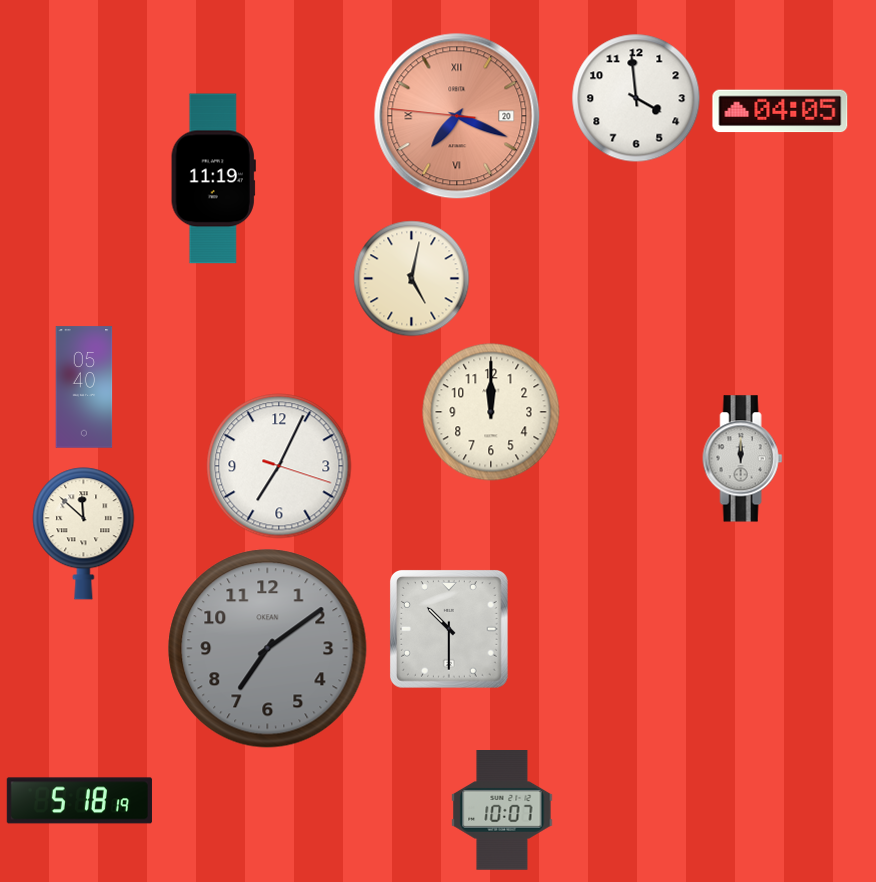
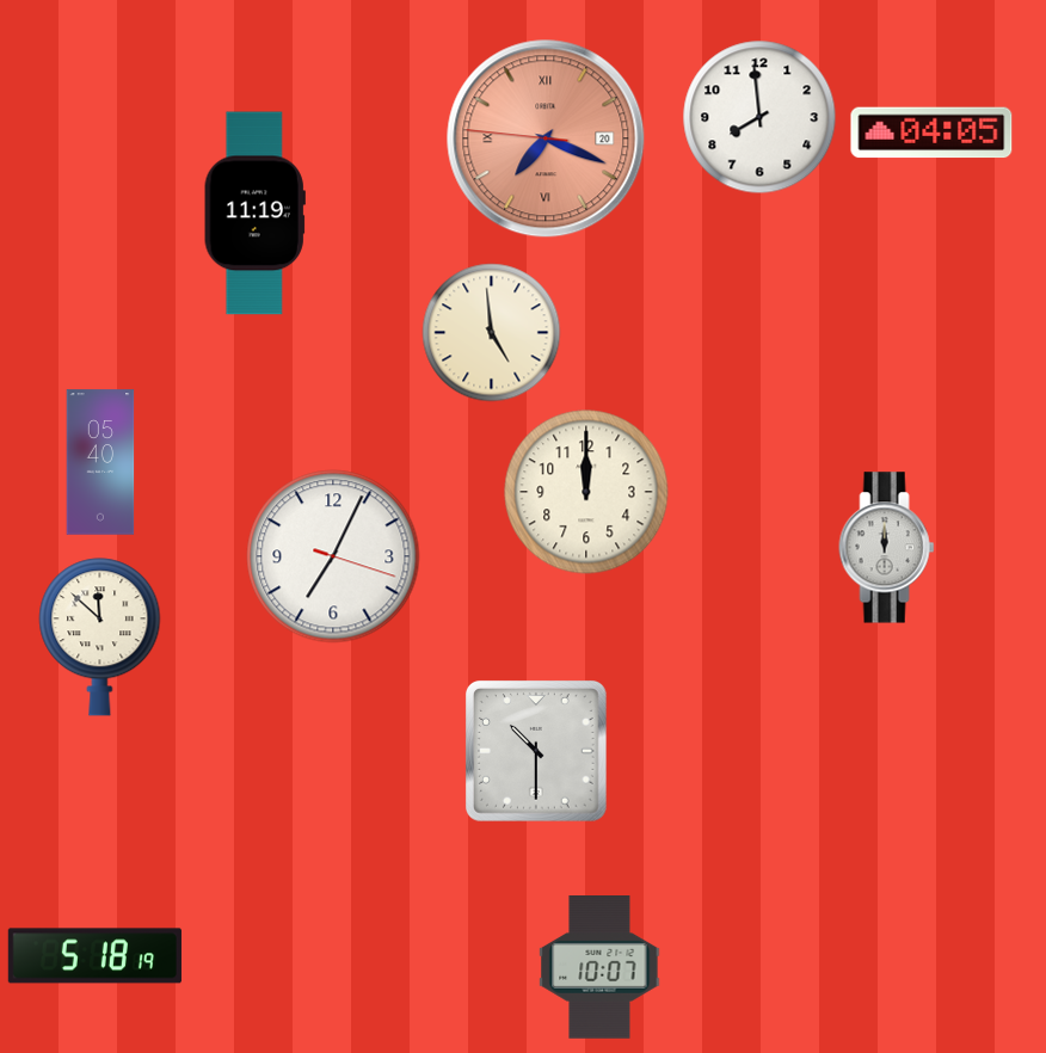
clock at (636, 98): 3:59 -> 7:59
clock at (412, 279): 5:02 -> 4:59
clock at (268, 649): 7:09 -> none
